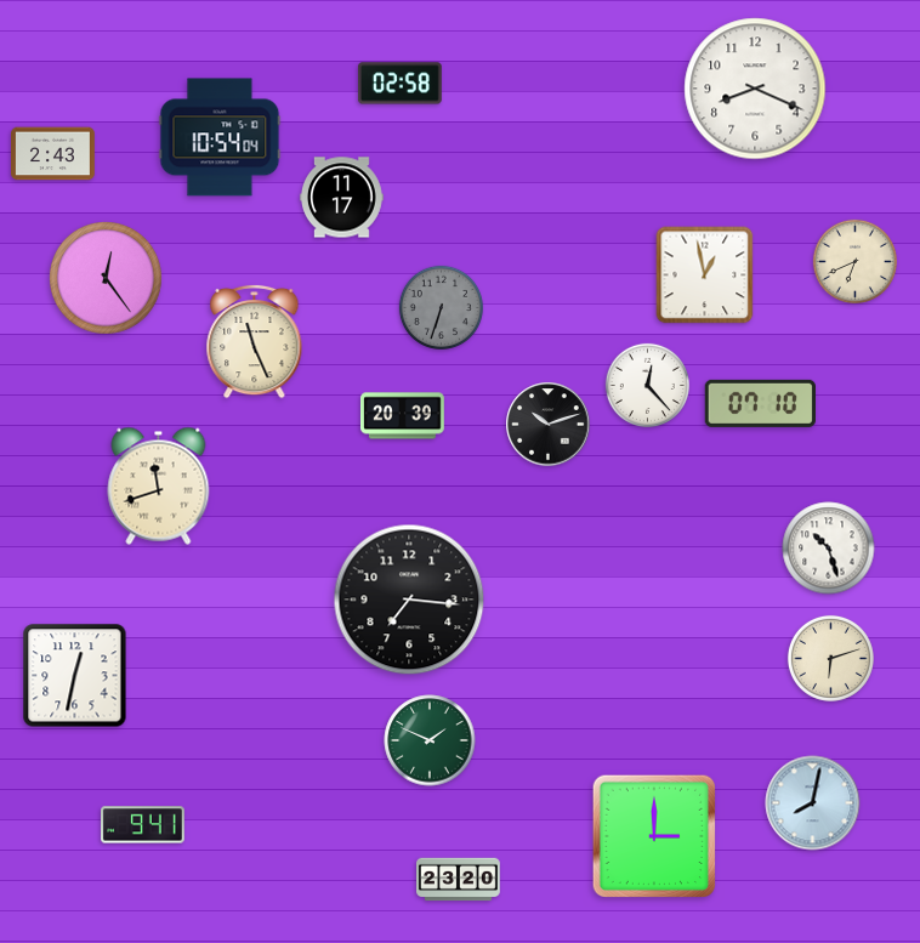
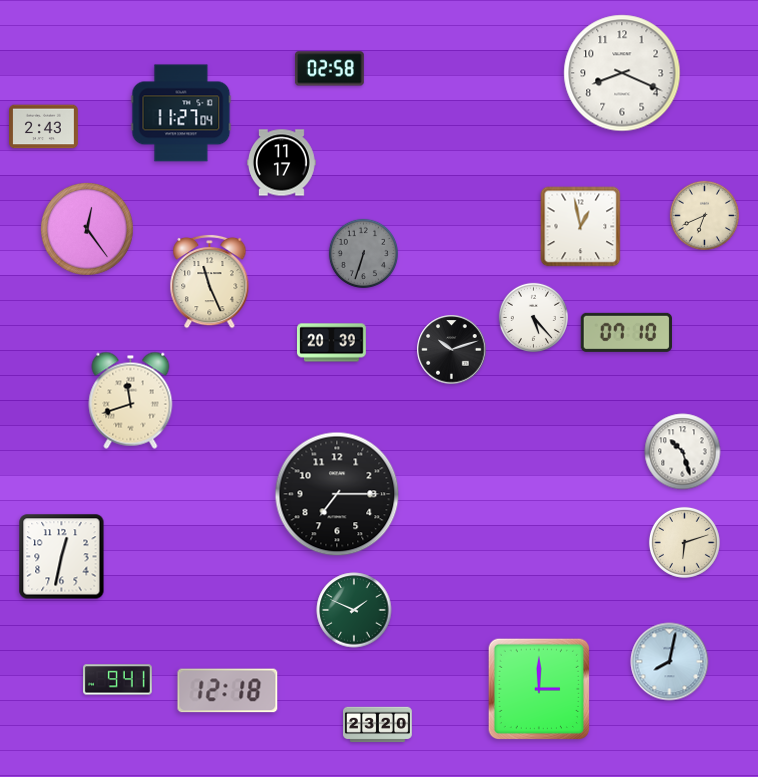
clock at (220, 137): 10:54 -> 11:27
clock at (647, 385): 12:23 -> 5:23
clock at (409, 600): 7:16 -> 7:15
clock at (228, 691): none -> 12:18
